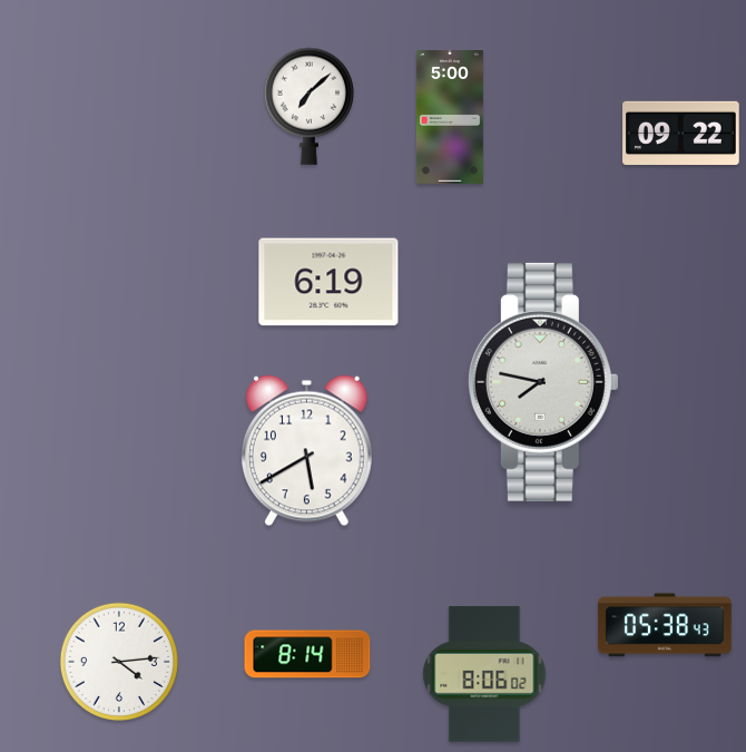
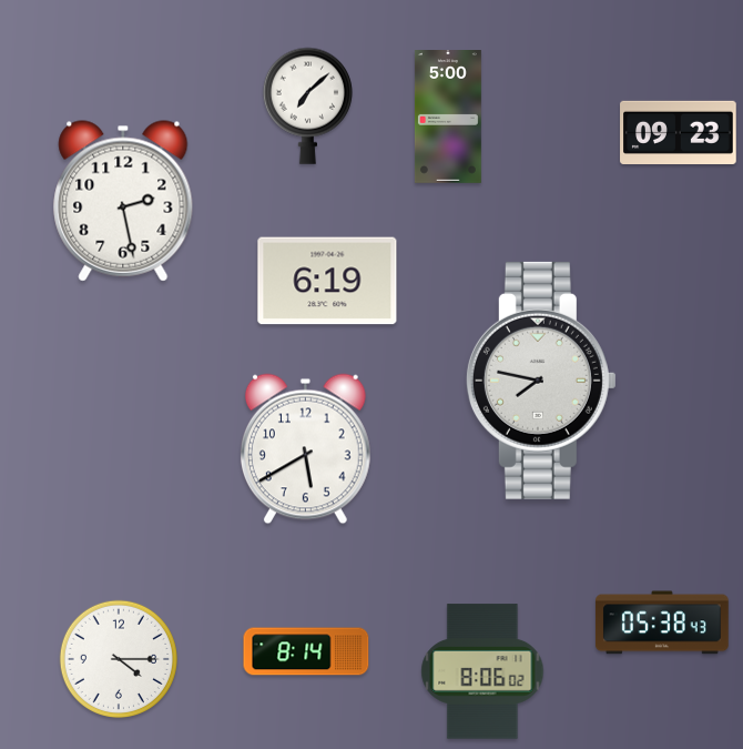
clock at (681, 133): 09:22 -> 09:23
clock at (123, 201): none -> 2:28
clock at (119, 662): 4:14 -> 4:15
